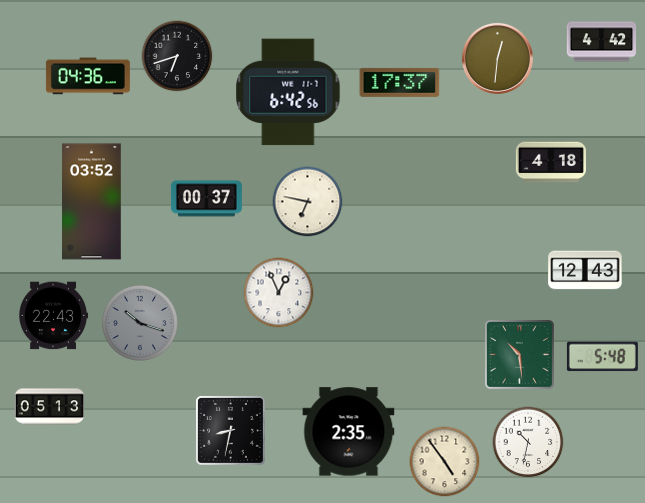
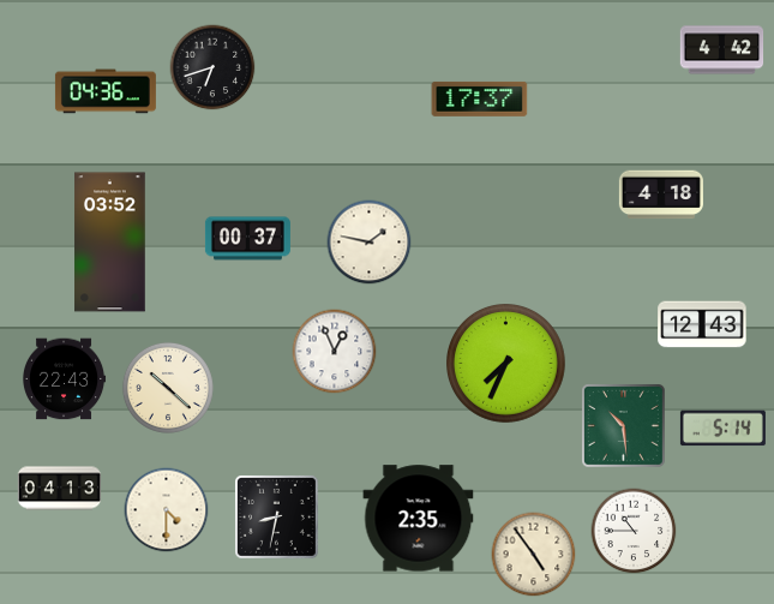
clock at (497, 58): 12:31 -> none
clock at (288, 92): 6:42 -> none
clock at (308, 202): 6:47 -> 1:47
clock at (506, 364): none -> 7:34
clock at (140, 323): 10:18 -> 10:22
clock at (140, 323) dial: grey -> cream
clock at (602, 357): 5:48 -> 5:14
clock at (50, 407): 05:13 -> 04:13
clock at (167, 510): none -> 4:30
clock at (528, 442): 10:32 -> 10:45
